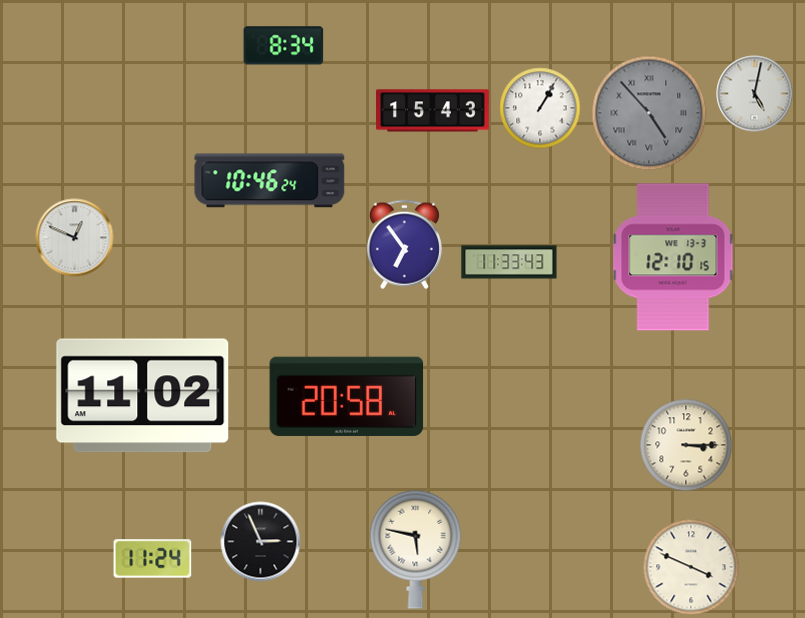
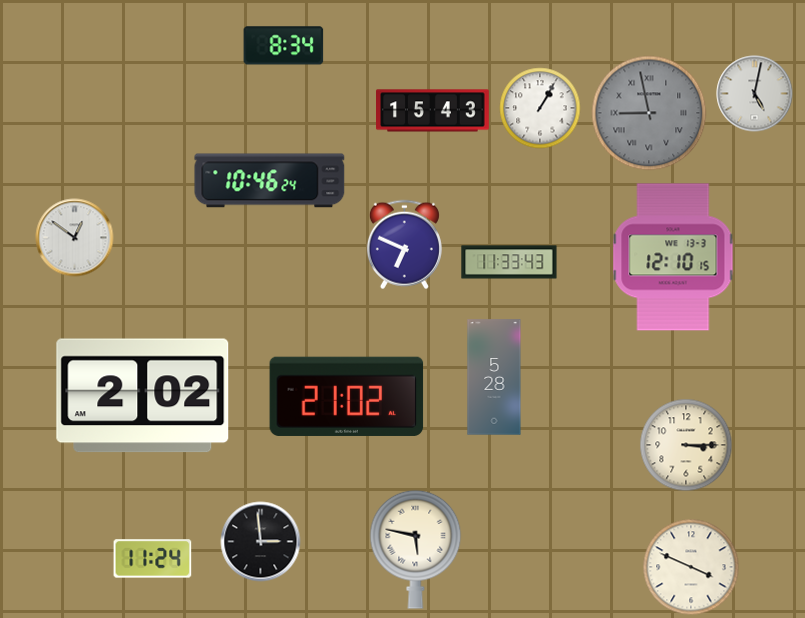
clock at (649, 113): 4:53 -> 8:58
clock at (75, 238): 12:49 -> 12:51
clock at (404, 245): 6:54 -> 6:49
clock at (494, 377): none -> 5:28
clock at (143, 396): 11:02 -> 2:02
clock at (347, 396): 20:58 -> 21:02
clock at (261, 542): 2:56 -> 2:59
